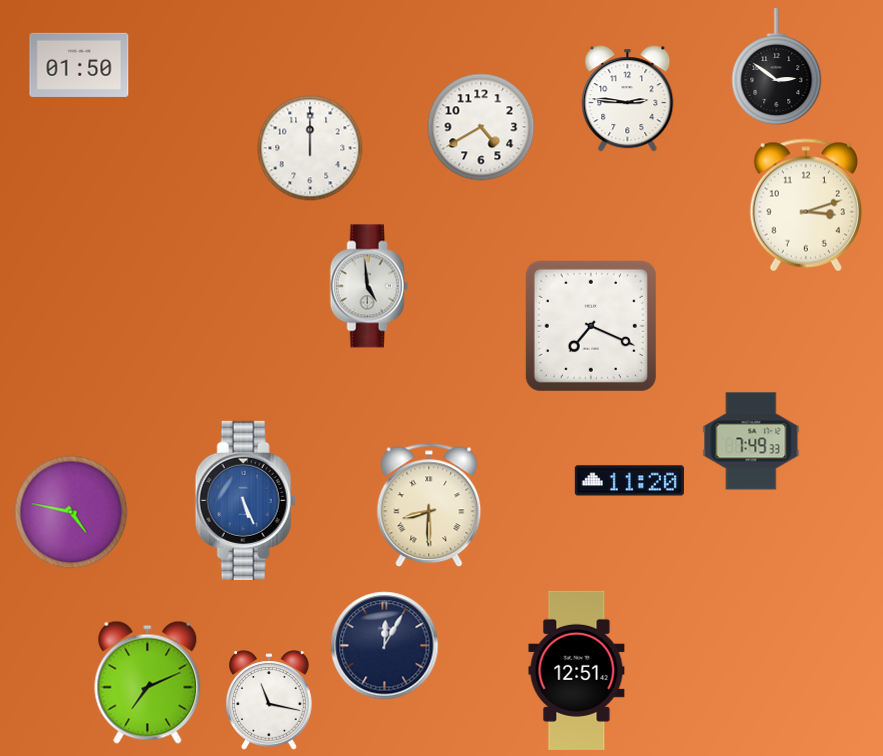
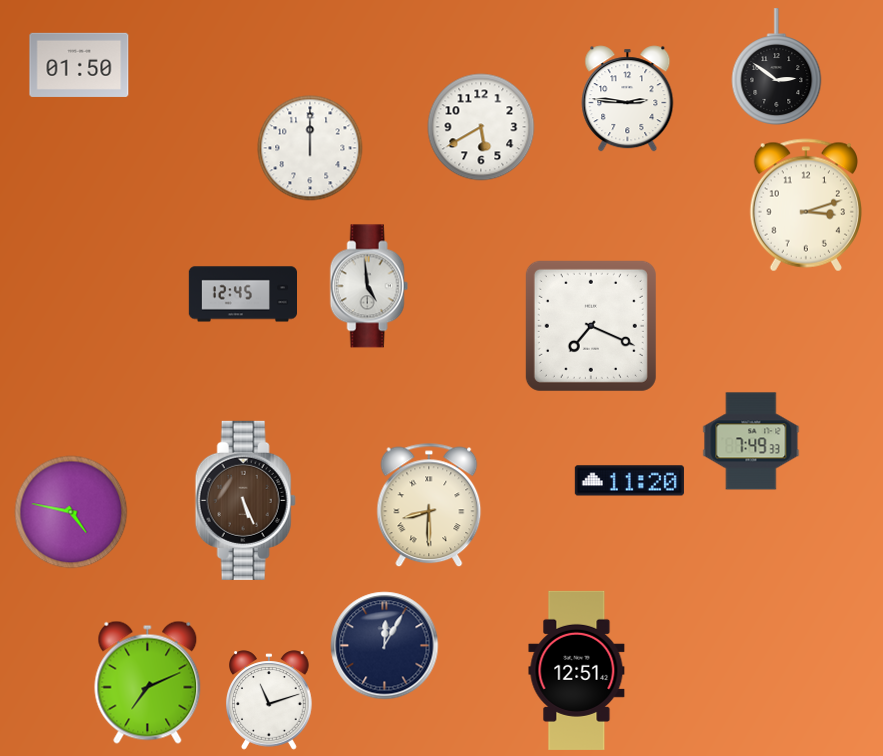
clock at (481, 127): 4:40 -> 5:40
clock at (242, 294): none -> 12:45
clock at (245, 500) dial: blue -> brown
clock at (269, 700): 11:17 -> 11:12
